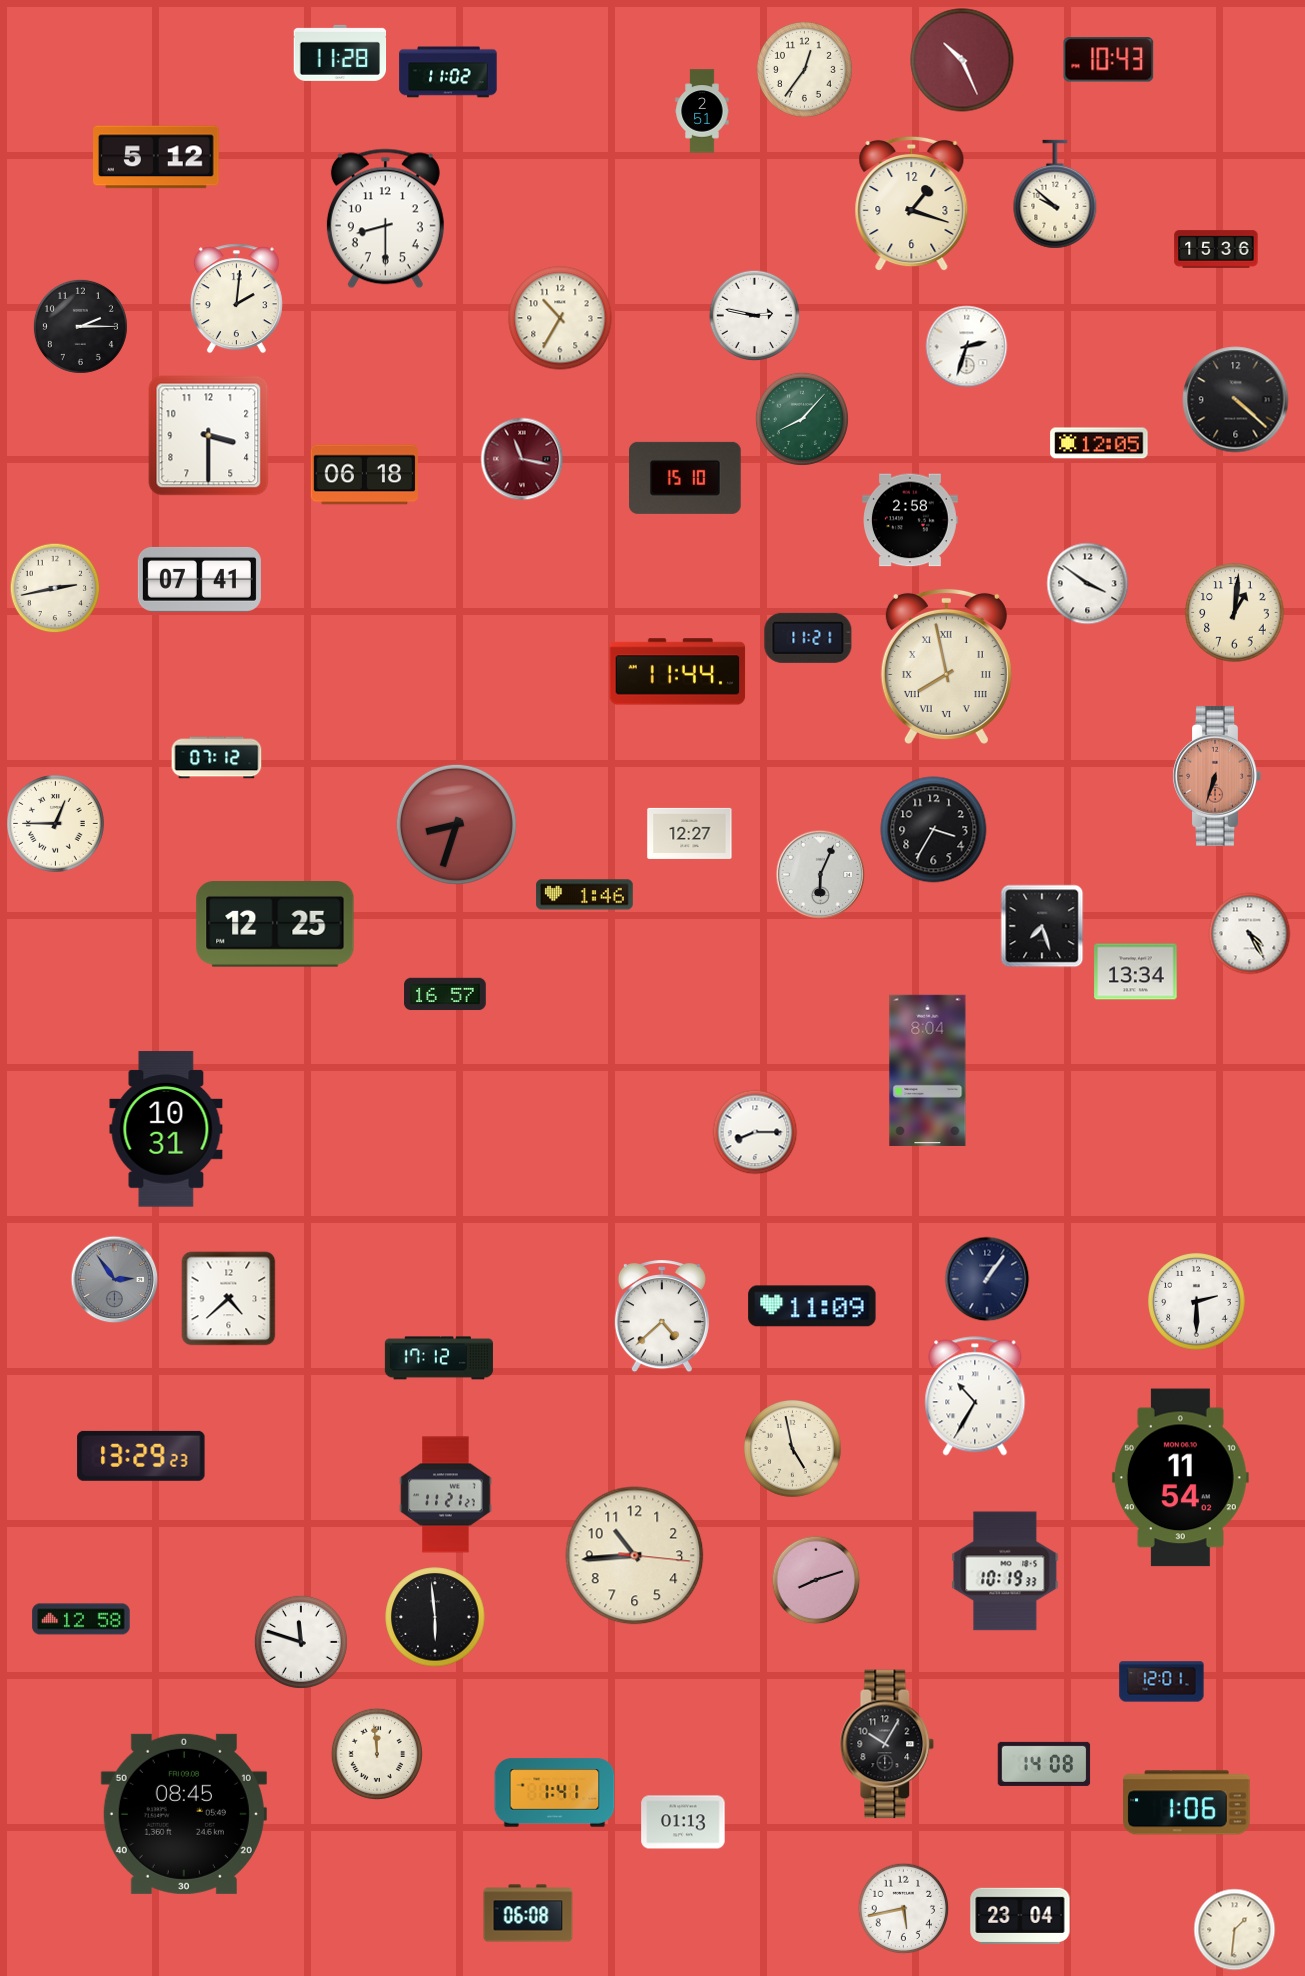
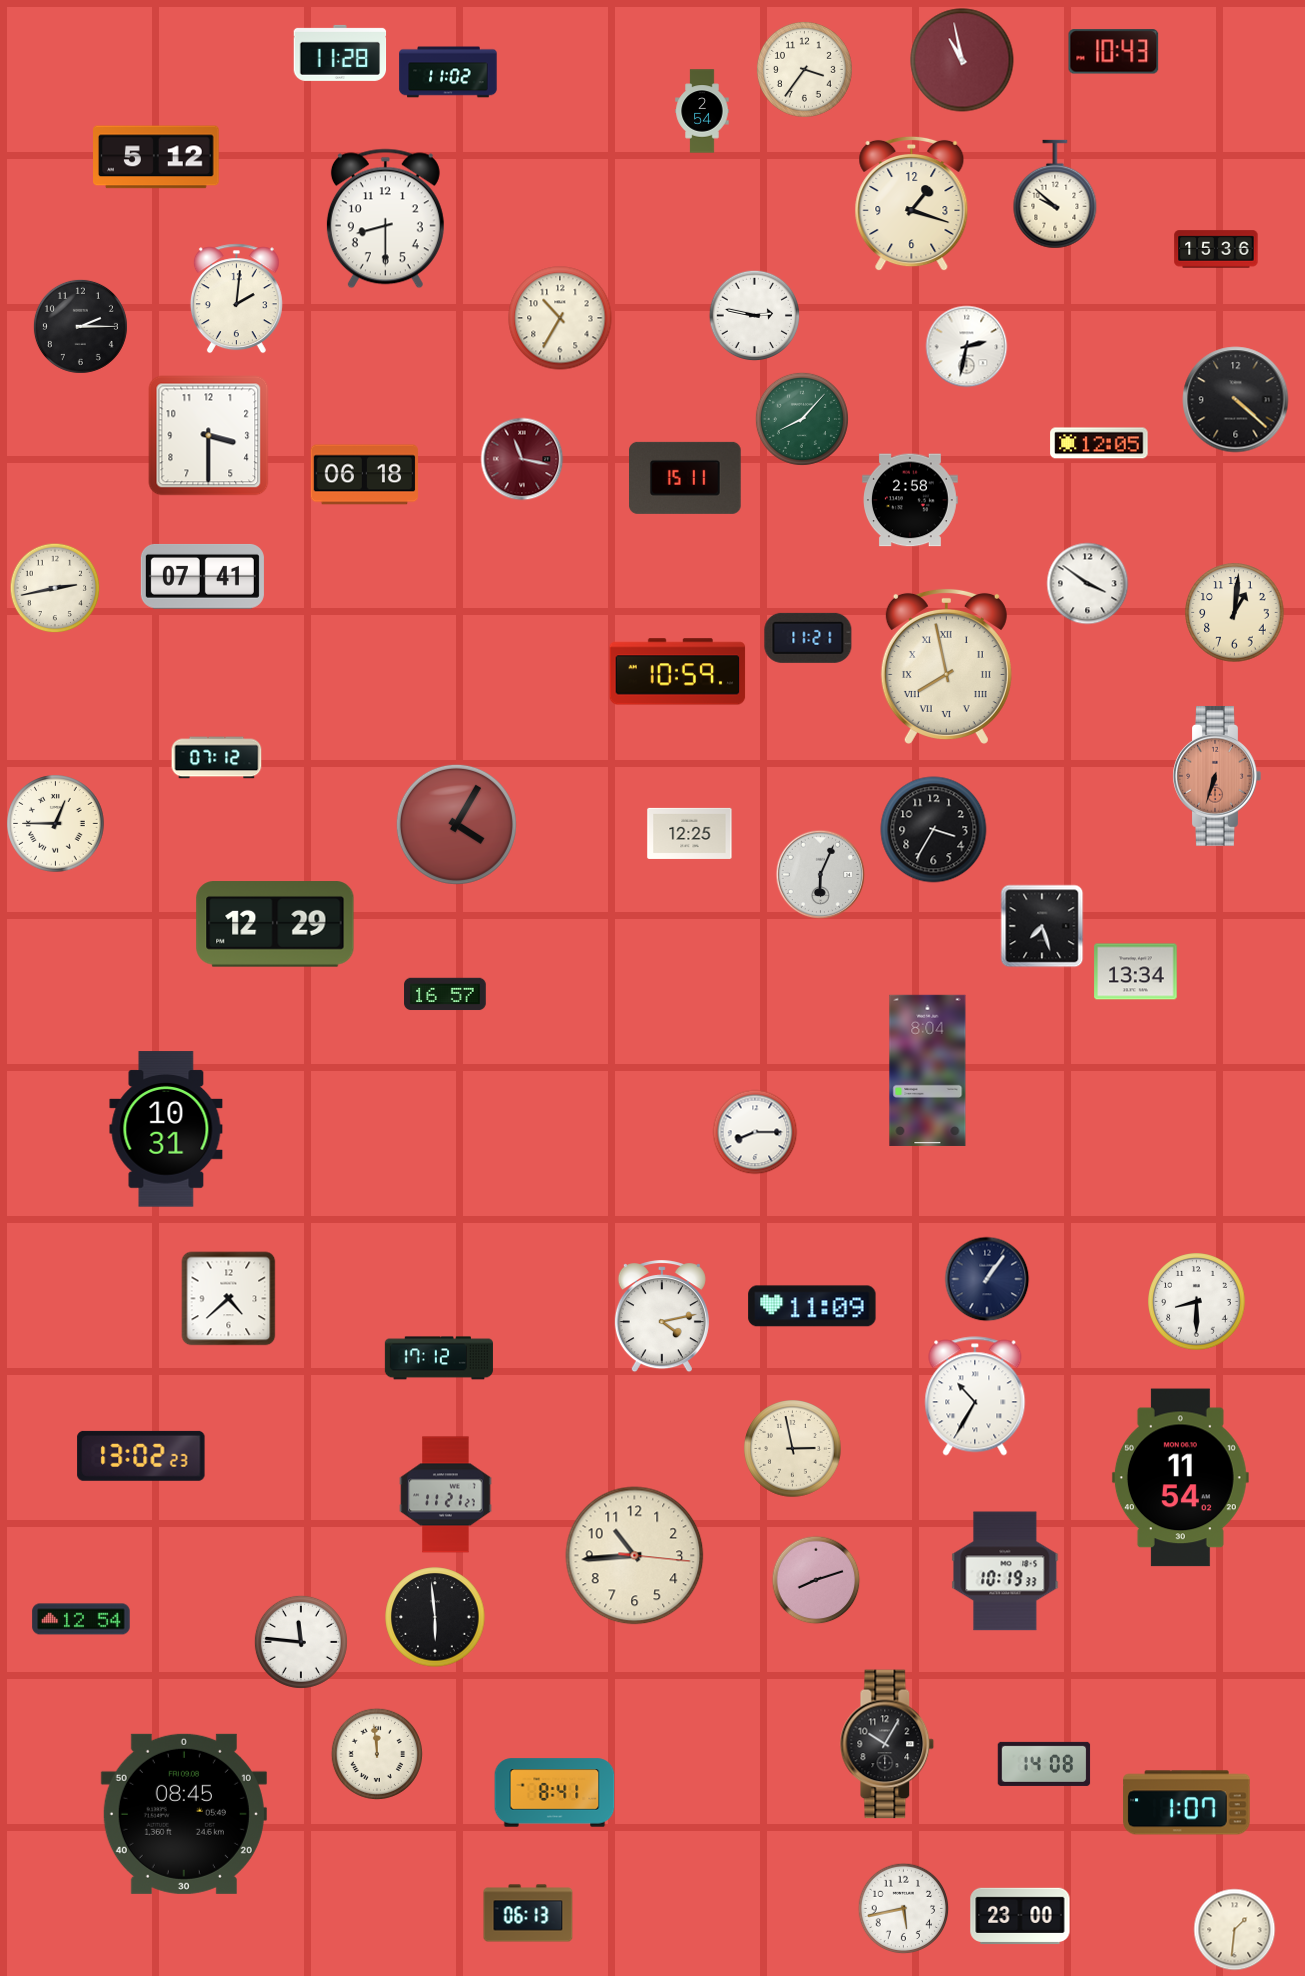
clock at (962, 60): 10:26 -> 10:58
clock at (1109, 60) position: (1109, 60) -> (1114, 52)
clock at (804, 69): 12:36 -> 3:36
clock at (702, 111): 2:51 -> 2:54
clock at (967, 347): 2:33 -> 2:32
clock at (685, 478): 15:10 -> 15:11
clock at (911, 520) position: (911, 520) -> (911, 500)
clock at (199, 579) position: (199, 579) -> (202, 576)
clock at (678, 672): 11:44 -> 10:59
clock at (456, 824): 8:33 -> 4:05
clock at (690, 833): 12:27 -> 12:25
clock at (585, 895): 1:46 -> none
clock at (275, 924): 12:25 -> 12:29
clock at (1250, 934): 4:25 -> none
clock at (115, 1280): 2:54 -> none
clock at (1197, 1302): 2:30 -> 8:30
clock at (662, 1317): 4:38 -> 4:13
clock at (793, 1449): 4:58 -> 2:58
clock at (141, 1456): 13:29 -> 13:02
clock at (81, 1619): 12:58 -> 12:54
clock at (301, 1642): 11:48 -> 11:46
clock at (1162, 1682): 12:01 -> none
clock at (555, 1793): 1:41 -> 8:41
clock at (1187, 1803): 1:06 -> 1:07
clock at (683, 1822): 01:13 -> none
clock at (528, 1913): 06:08 -> 06:13
clock at (1020, 1916): 23:04 -> 23:00
